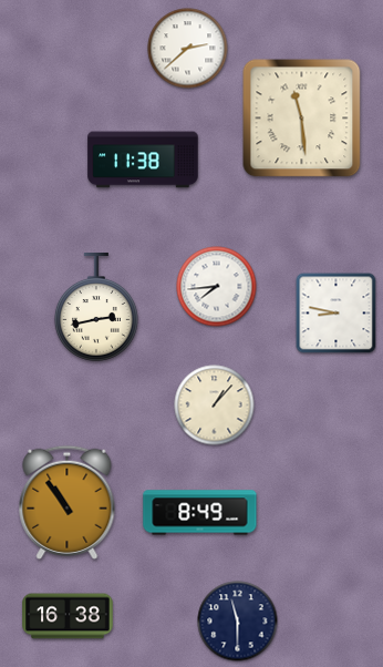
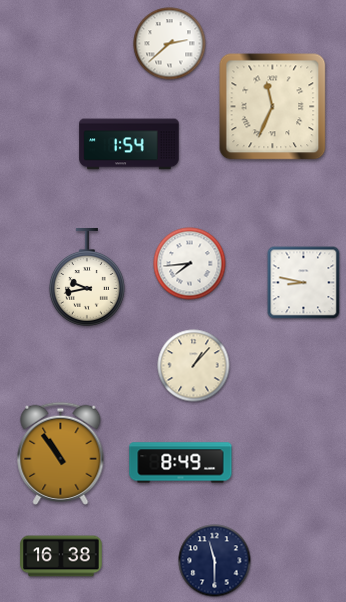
clock at (302, 119): 11:29 -> 11:34
clock at (143, 160): 11:38 -> 1:54
clock at (217, 287) position: (217, 287) -> (190, 264)
clock at (96, 308): 2:43 -> 9:43
